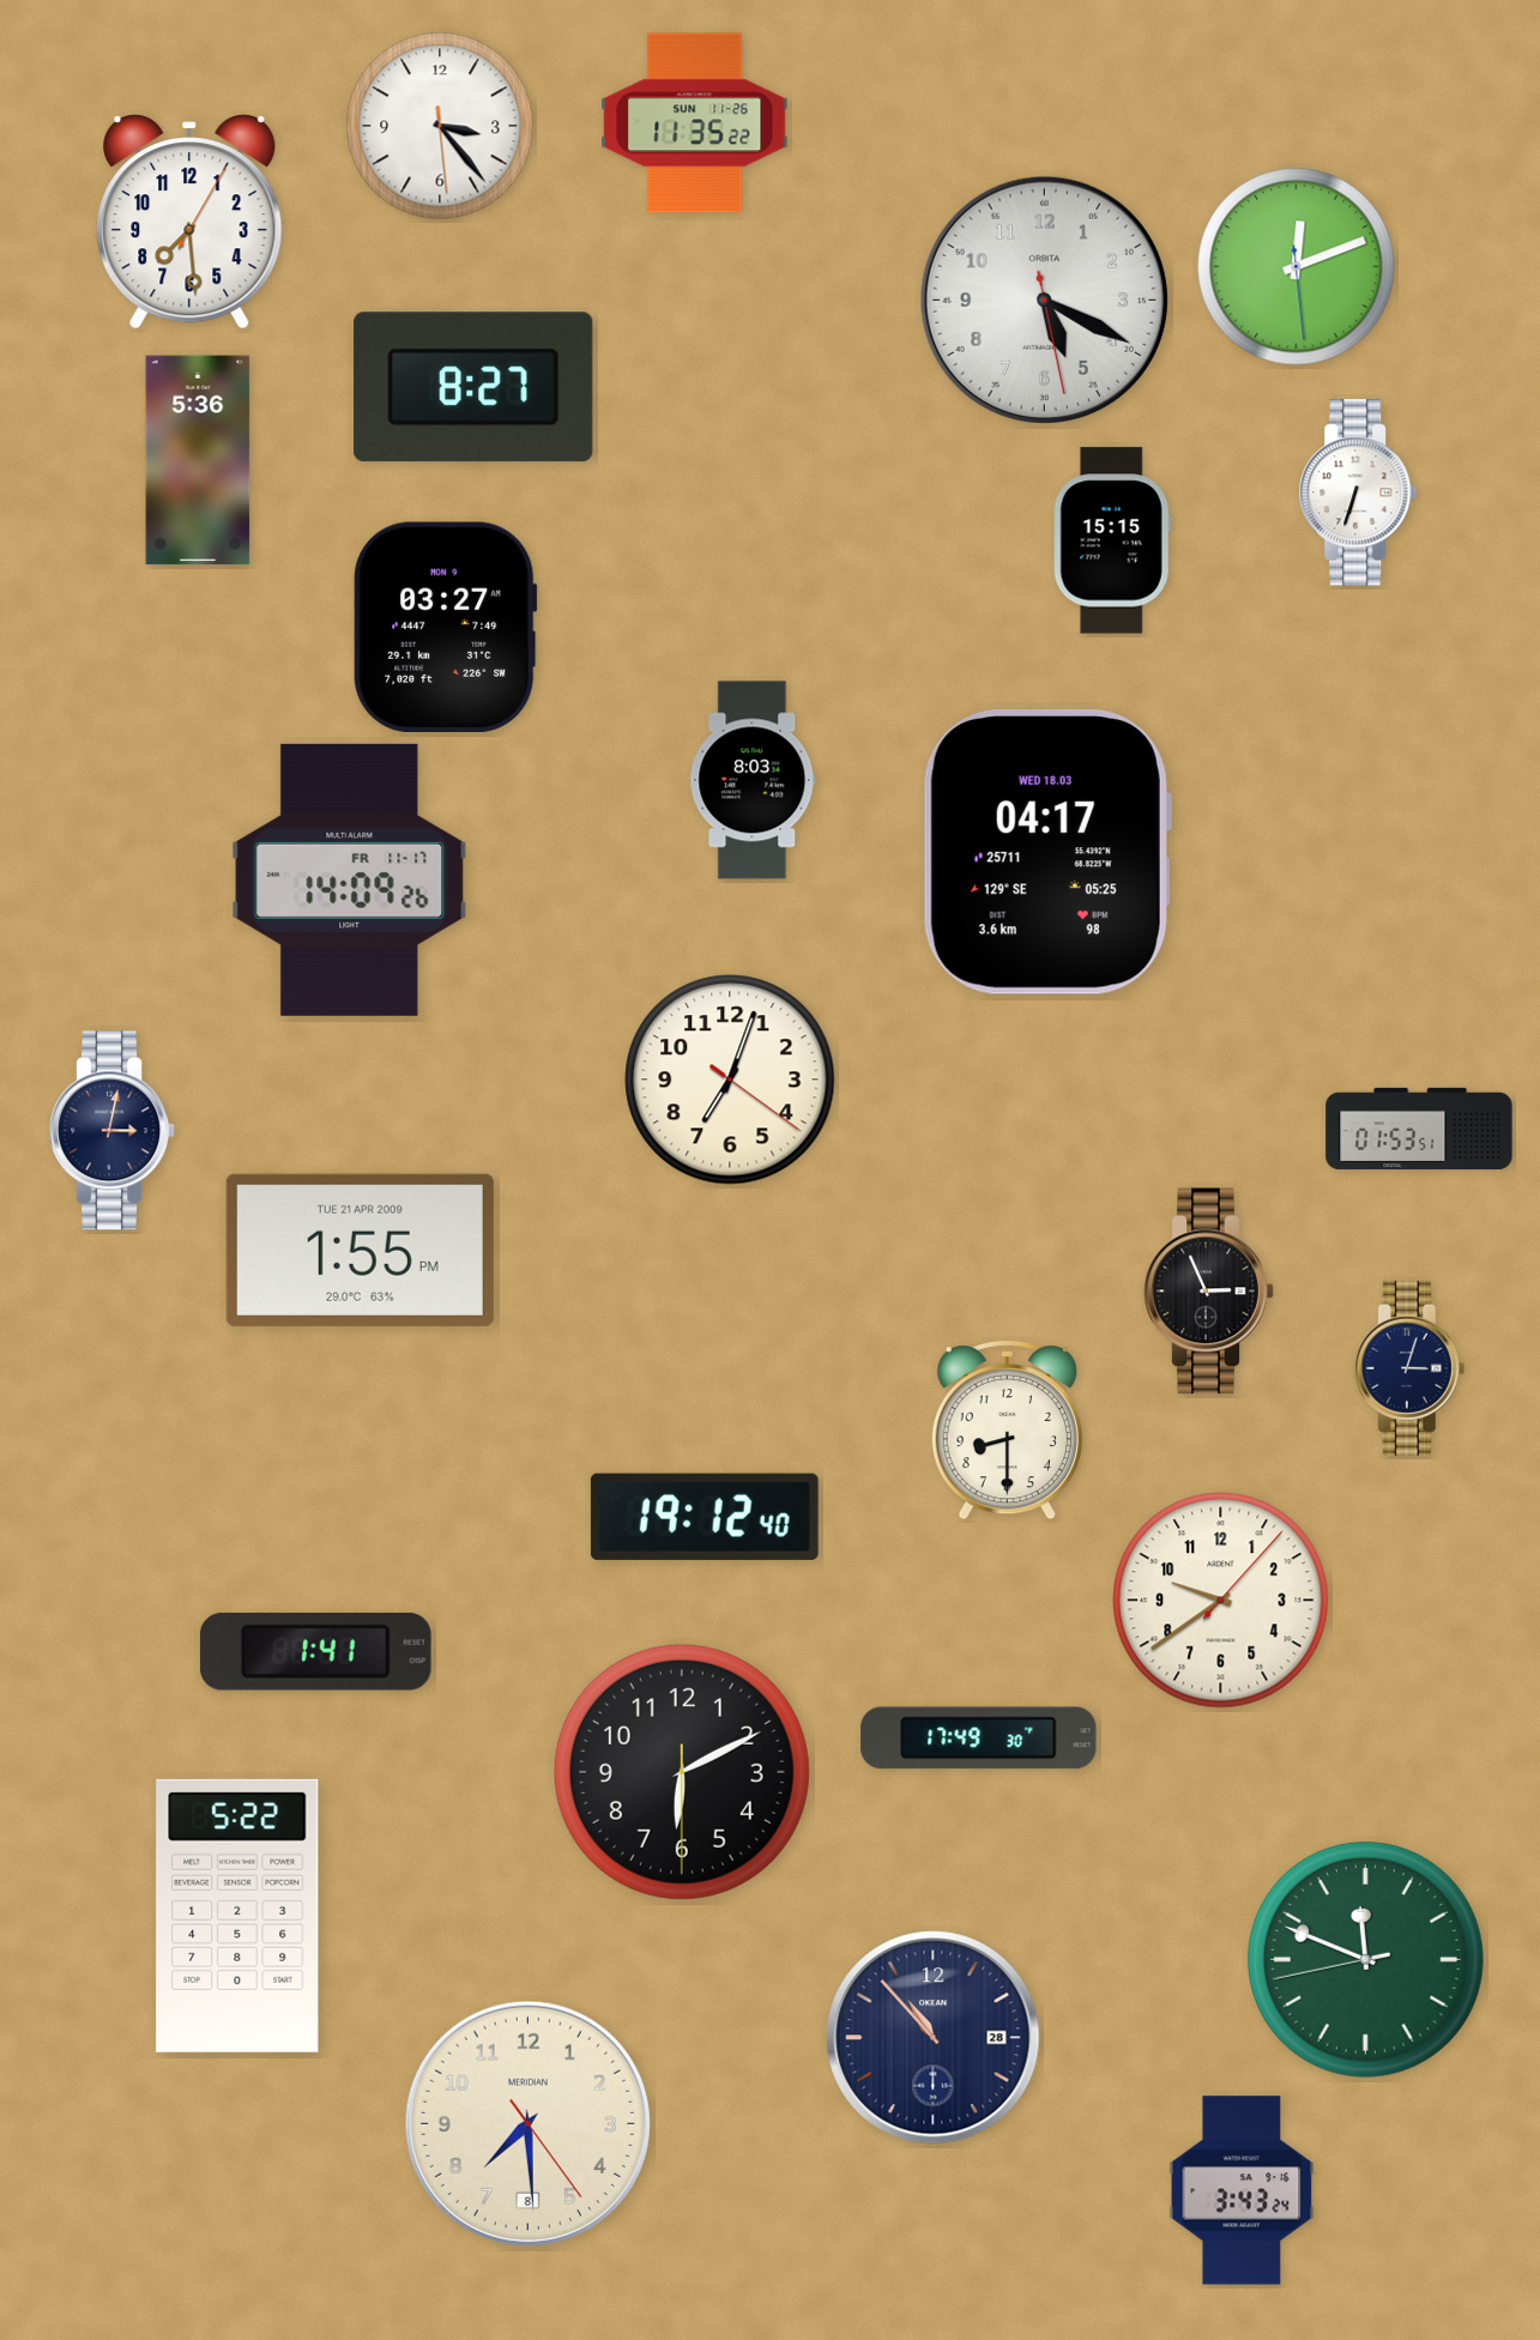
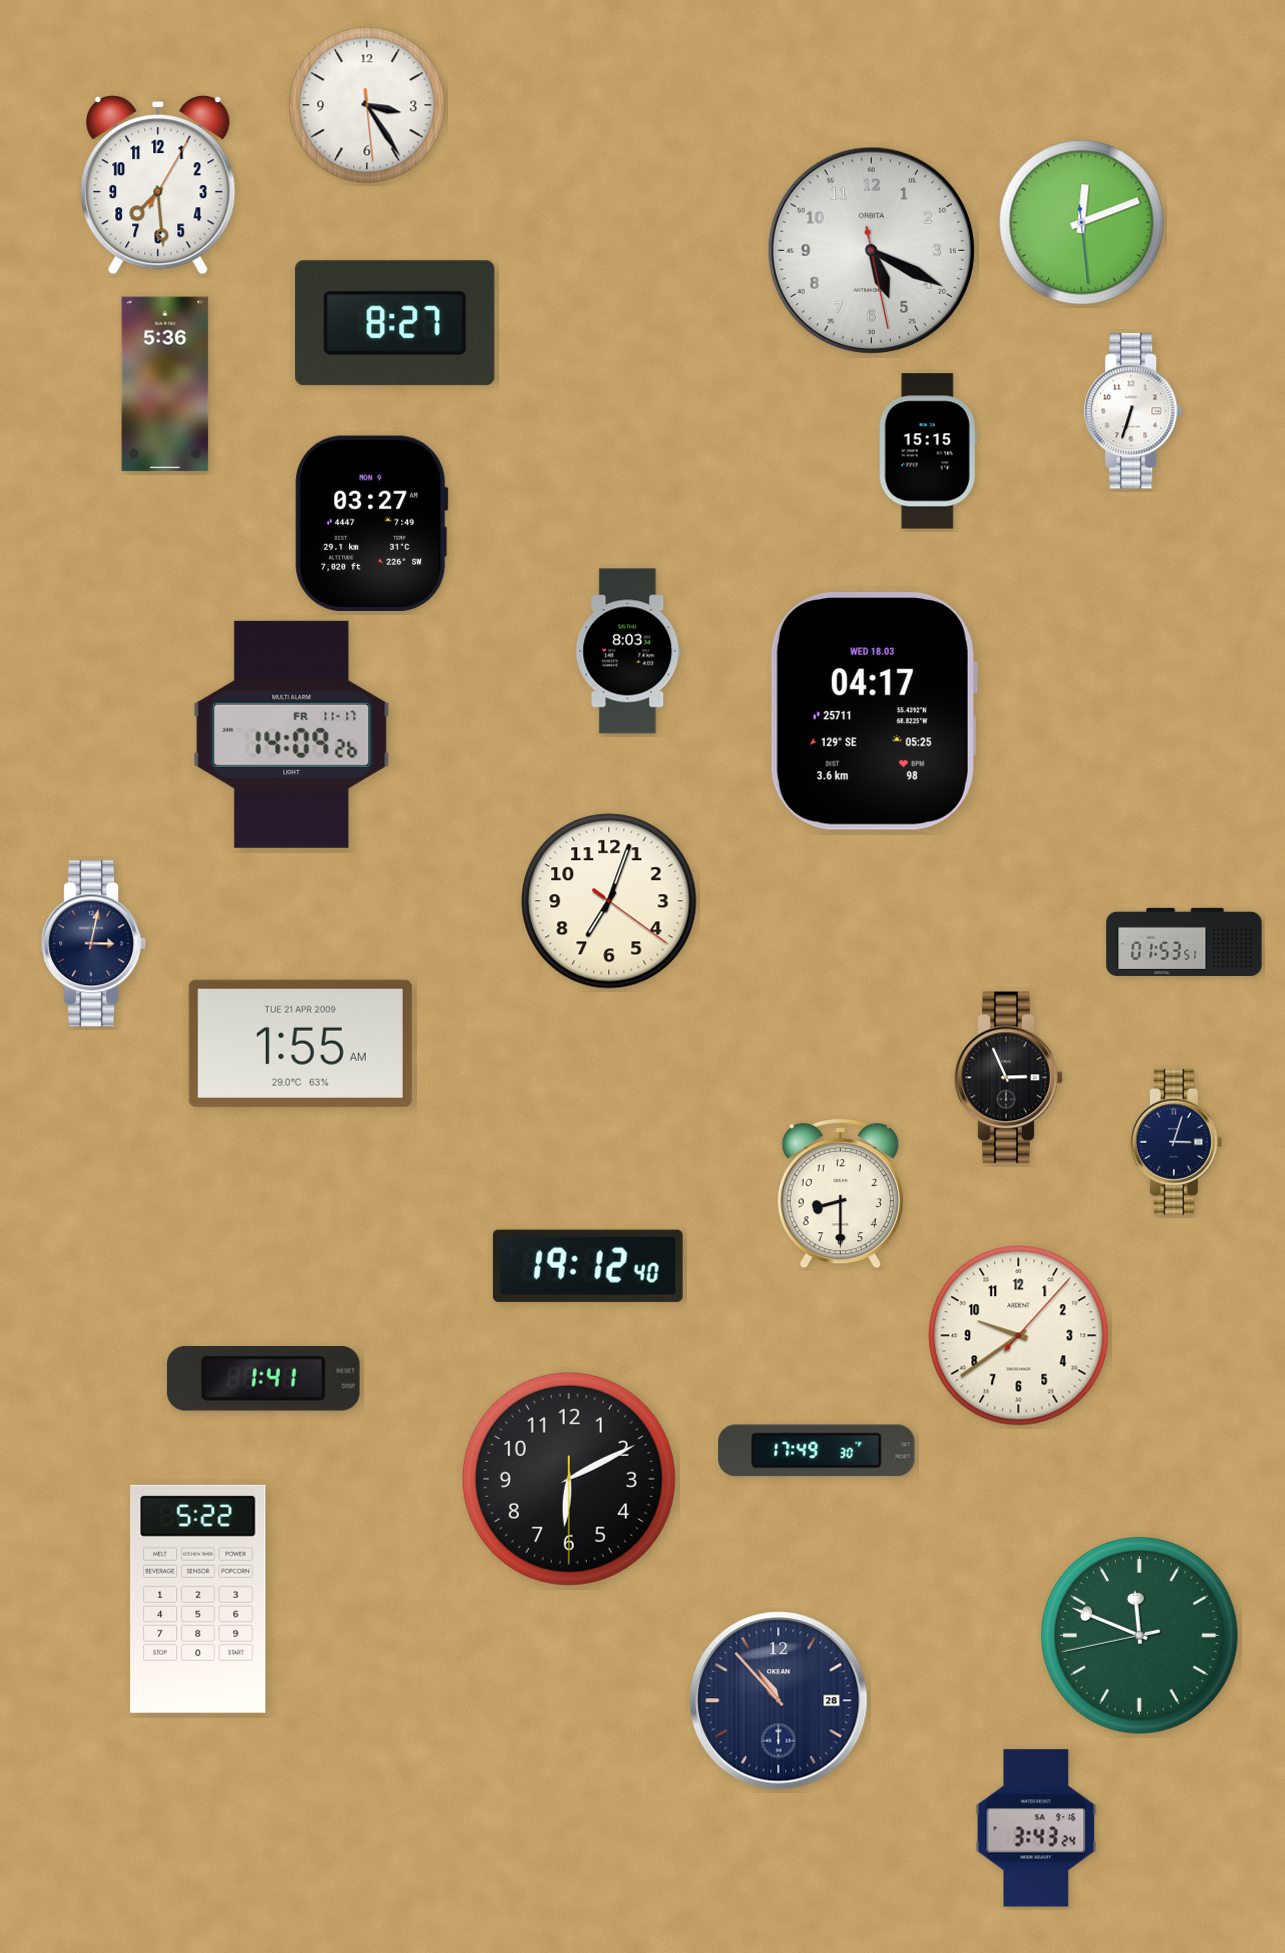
clock at (695, 123): 11:35 -> none
clock at (440, 126): 3:23 -> 3:24
clock at (360, 1250): 1:55 PM -> 1:55 AM
clock at (527, 2123): 7:29 -> none
